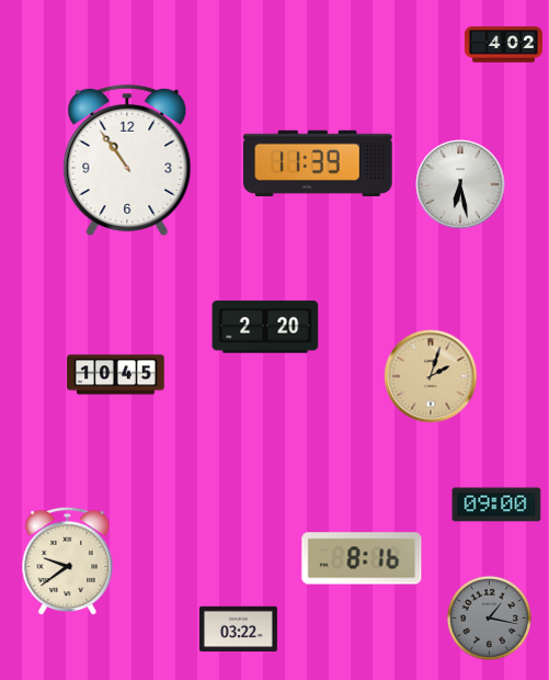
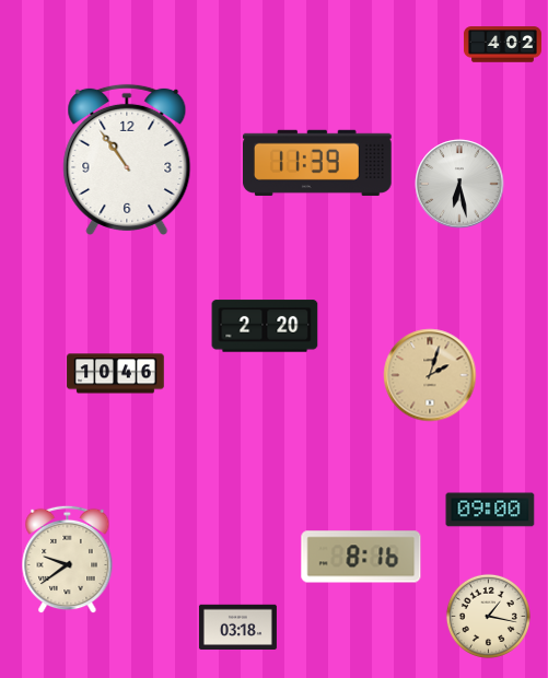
clock at (116, 375): 10:45 -> 10:46
clock at (496, 505) position: (496, 505) -> (490, 510)
clock at (489, 617) dial: grey -> cream
clock at (238, 630): 03:22 -> 03:18
